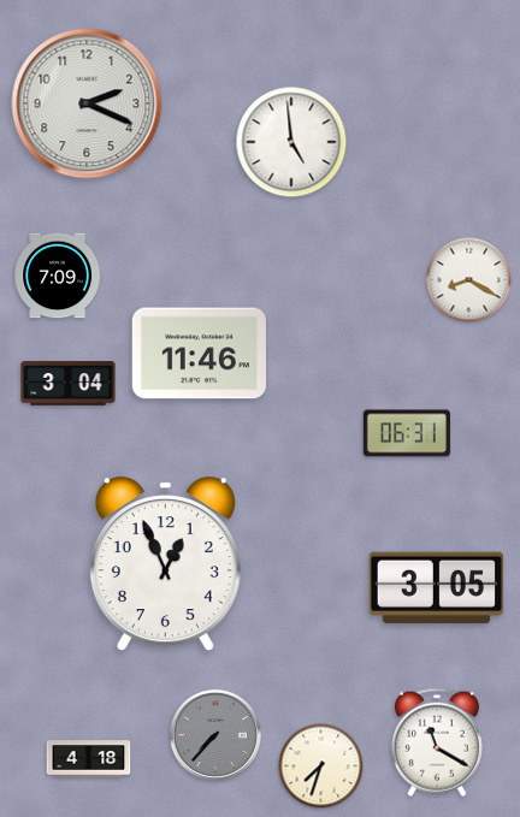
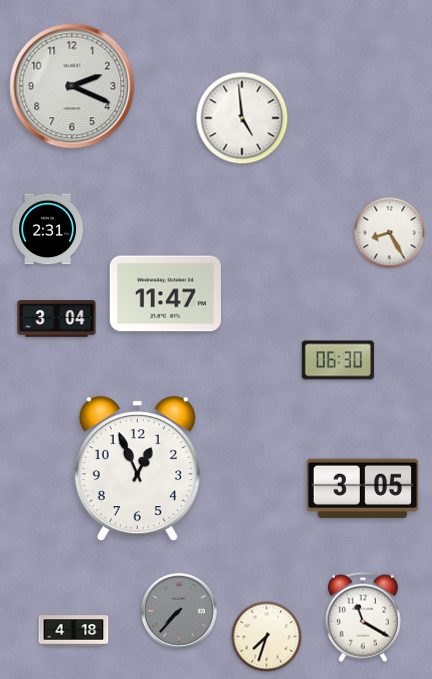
clock at (58, 276): 7:09 -> 2:31
clock at (469, 280): 8:20 -> 8:25
clock at (199, 354): 11:46 -> 11:47
clock at (407, 433): 06:31 -> 06:30
